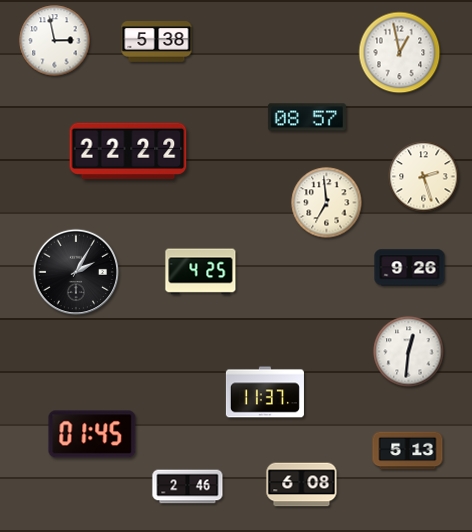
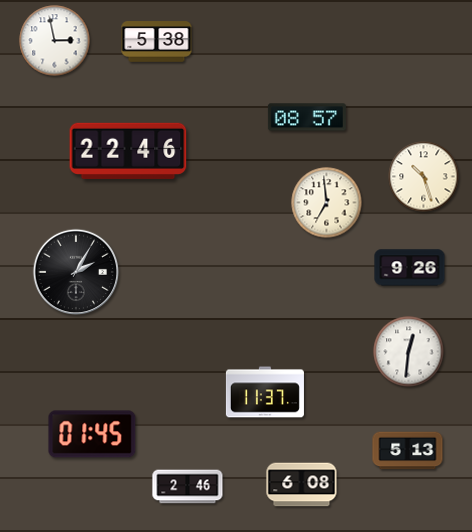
clock at (400, 53): 12:58 -> none
clock at (128, 151): 22:22 -> 22:46
clock at (424, 177): 2:27 -> 10:27
clock at (201, 272): 4:25 -> none
